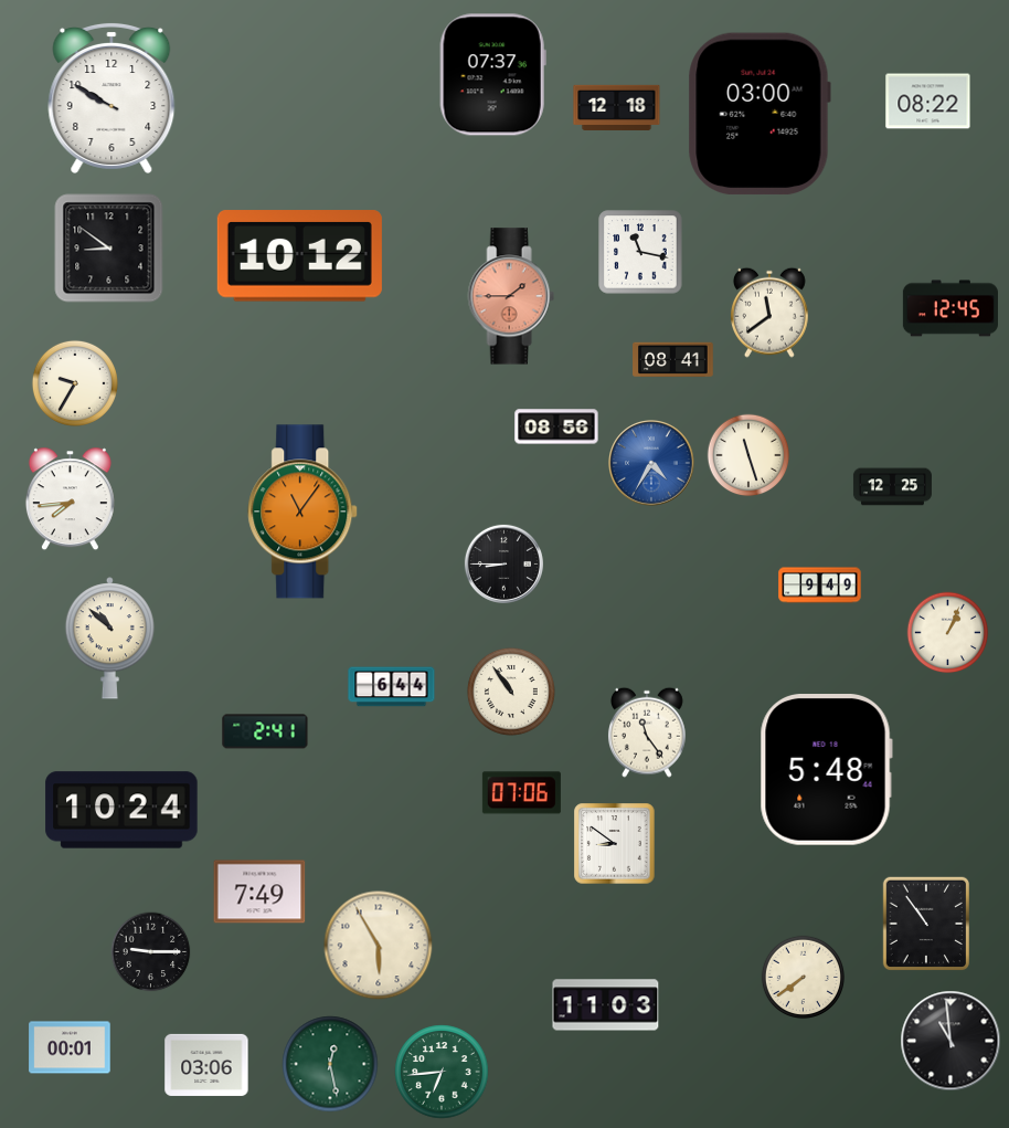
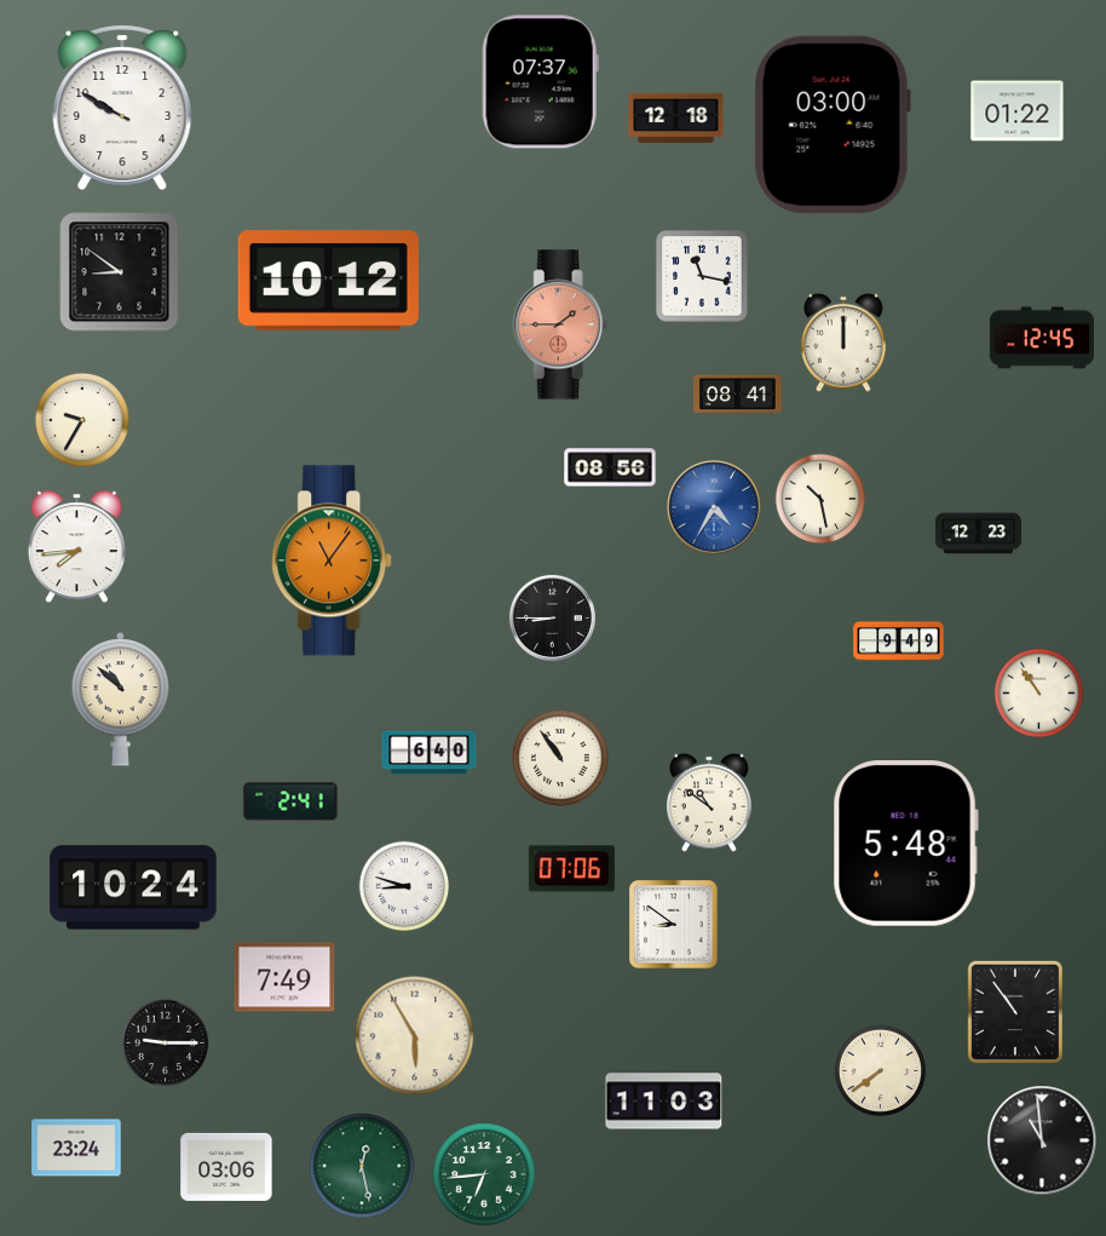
clock at (928, 102): 08:22 -> 01:22
clock at (769, 313): 11:39 -> 12:00
clock at (748, 455): 11:27 -> 10:28
clock at (892, 487): 12:25 -> 12:23
clock at (948, 633): 1:04 -> 10:54
clock at (392, 687): 6:44 -> 6:40
clock at (647, 732): 11:24 -> 10:51
clock at (404, 886): none -> 8:48
clock at (70, 1047): 00:01 -> 23:24
